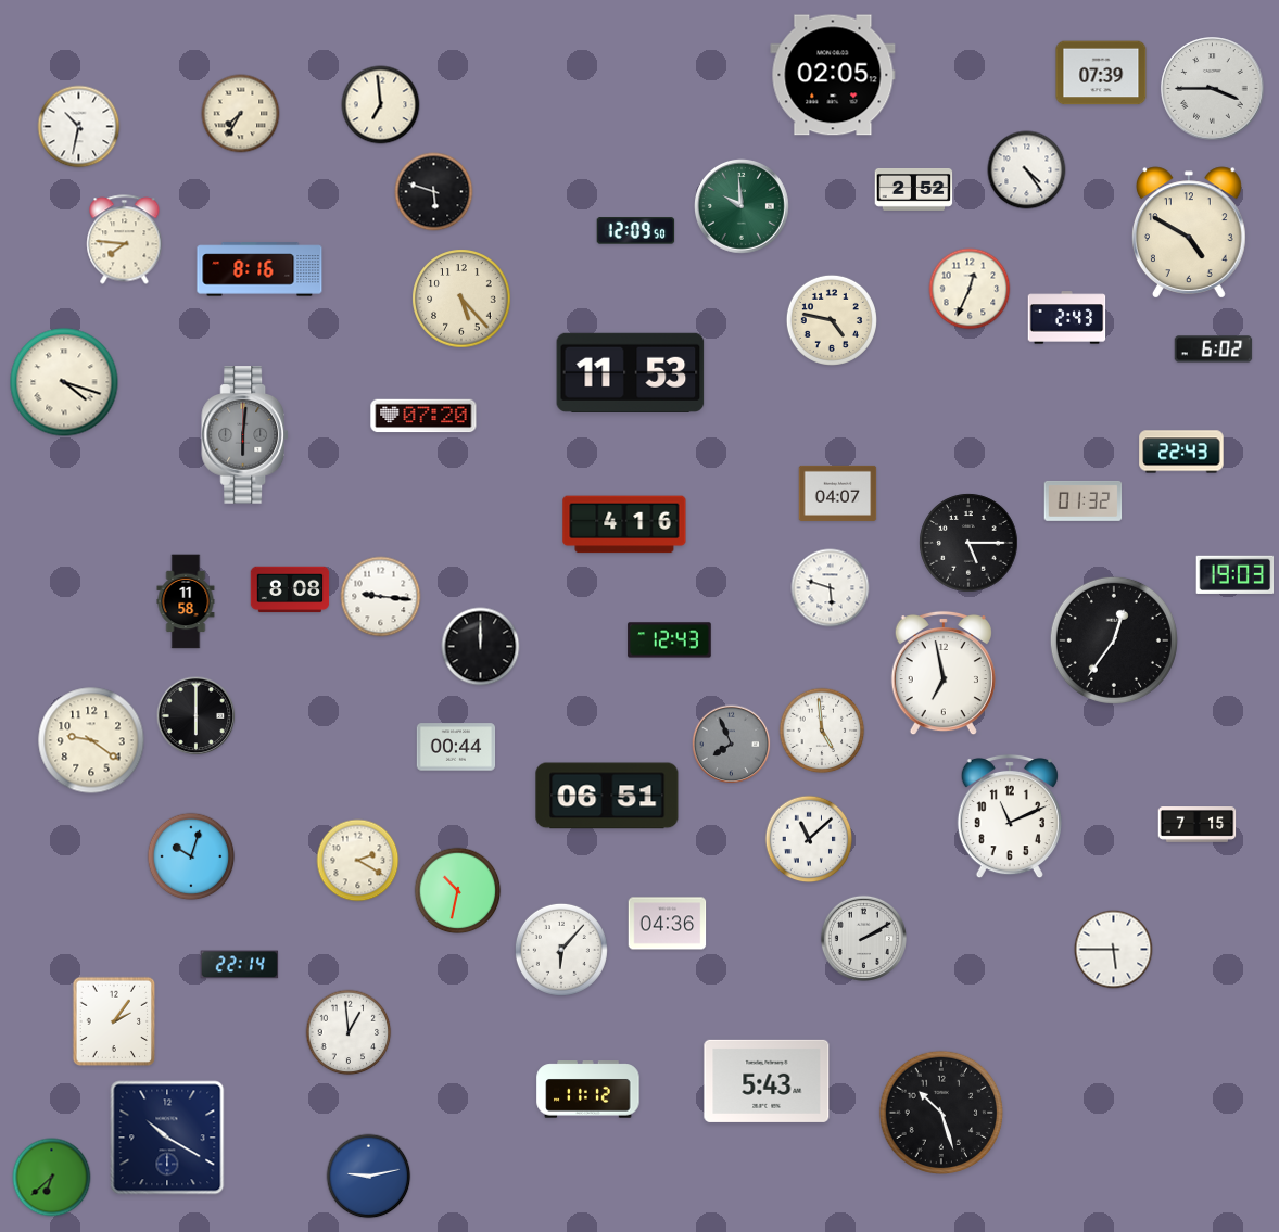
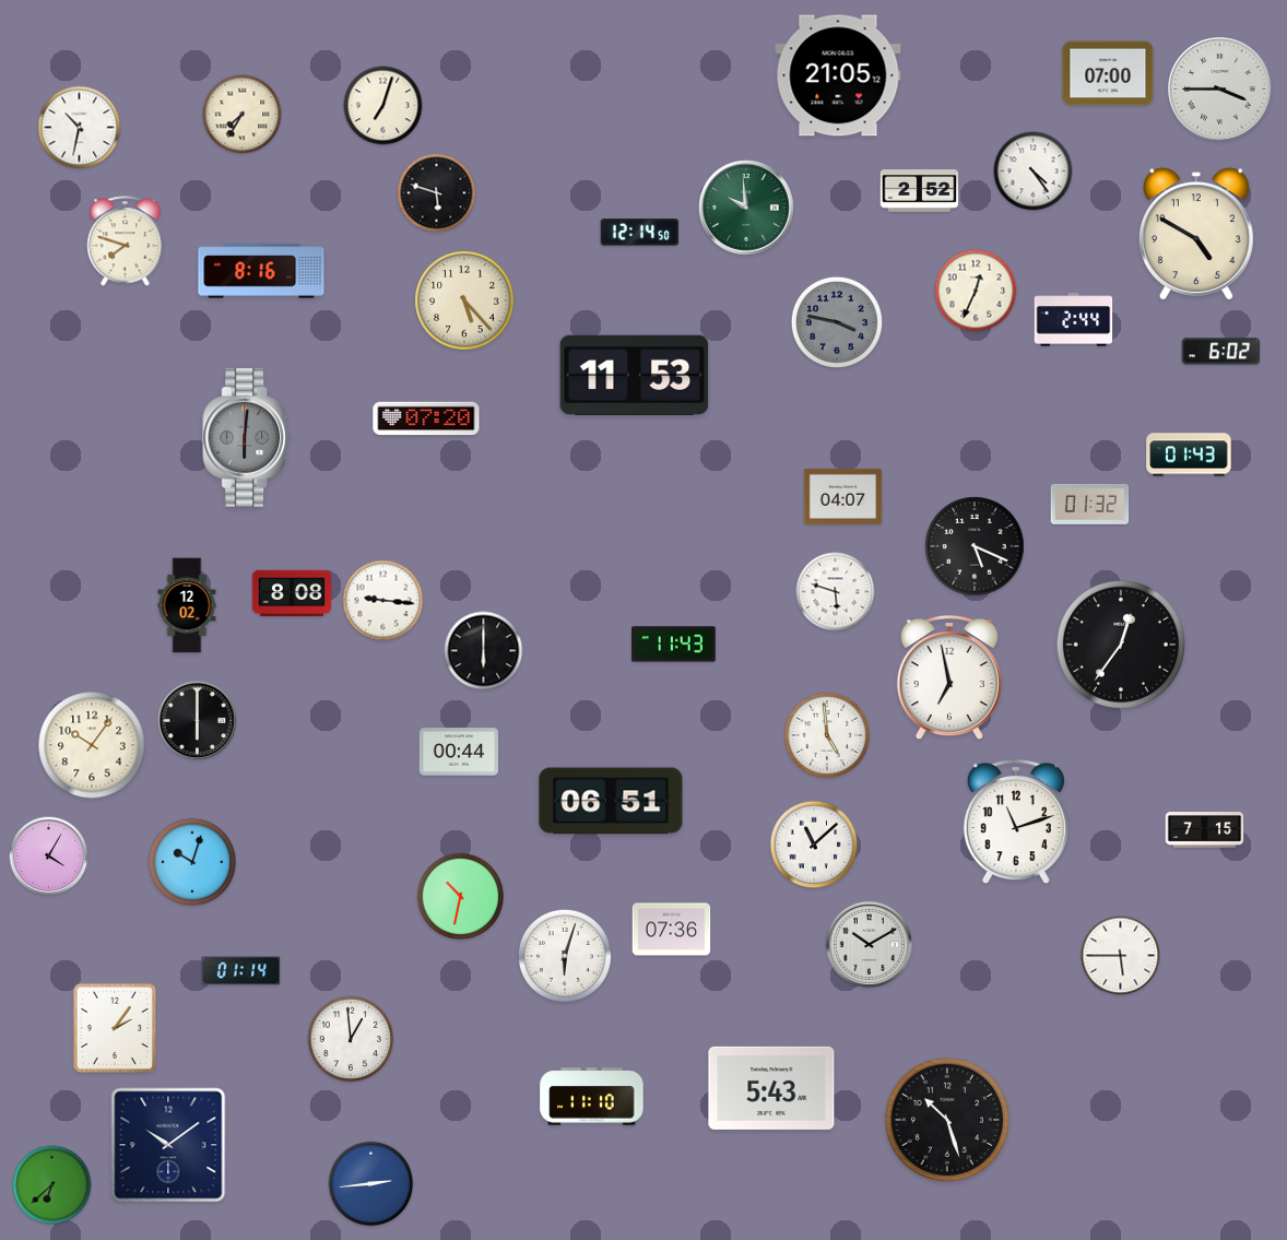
clock at (1101, 73): 07:39 -> 07:00
clock at (833, 75): 02:05 -> 21:05
clock at (381, 105): 6:59 -> 7:03
clock at (636, 231): 12:09 -> 12:14
clock at (125, 240): 7:46 -> 7:48
clock at (1067, 318): 2:43 -> 2:44
clock at (832, 320): 4:47 -> 3:47
clock at (832, 320) dial: cream -> grey
clock at (64, 382): 4:18 -> none
clock at (1181, 452): 22:43 -> 01:43
clock at (624, 524): 4:16 -> none
clock at (968, 543): 5:15 -> 5:19
clock at (1236, 574): 19:03 -> none
clock at (186, 601): 11:58 -> 12:02
clock at (670, 640): 12:43 -> 11:43
clock at (481, 647): 12:00 -> 6:00
clock at (91, 740): 9:21 -> 10:06
clock at (732, 745): 7:56 -> none
clock at (1010, 816): 11:11 -> 11:12
clock at (49, 857): none -> 4:05
clock at (358, 861): 2:20 -> none
clock at (668, 924): 04:36 -> 07:36
clock at (863, 938): 2:10 -> 10:10
clock at (561, 950): 6:07 -> 6:03
clock at (240, 965): 22:14 -> 01:14
clock at (588, 1090): 11:12 -> 11:10
clock at (167, 1138): 10:20 -> 10:09
clock at (369, 1177): 9:13 -> 2:44
